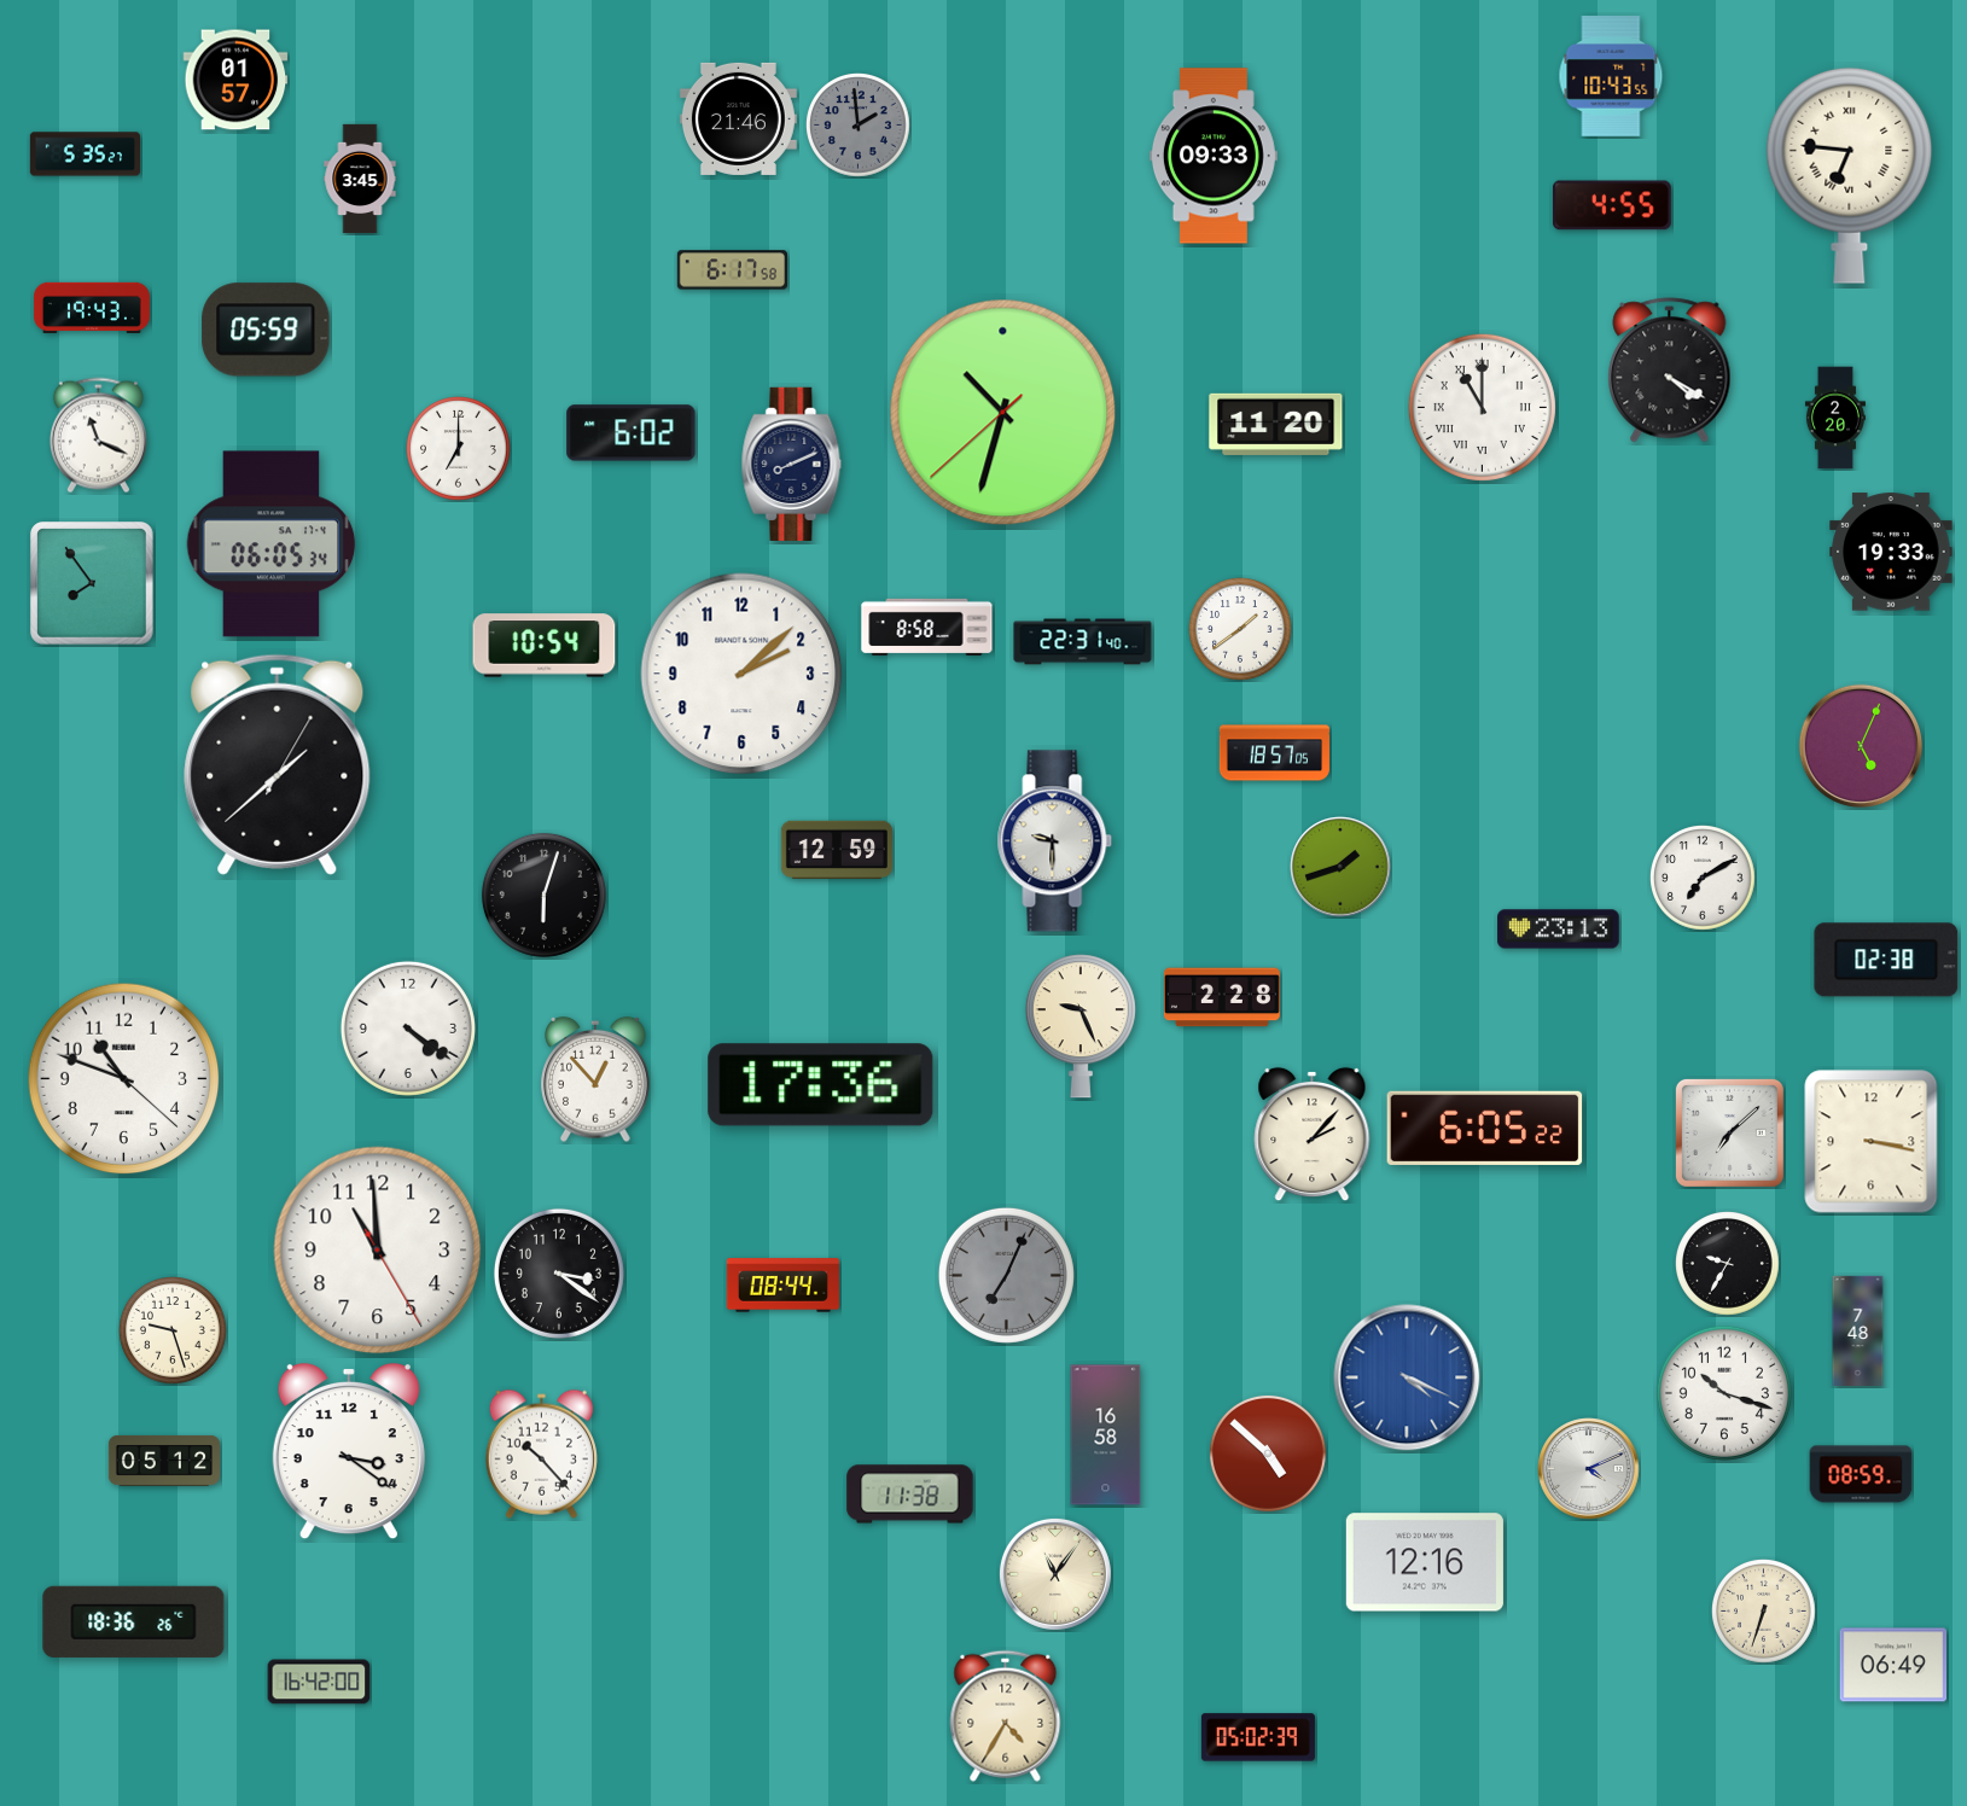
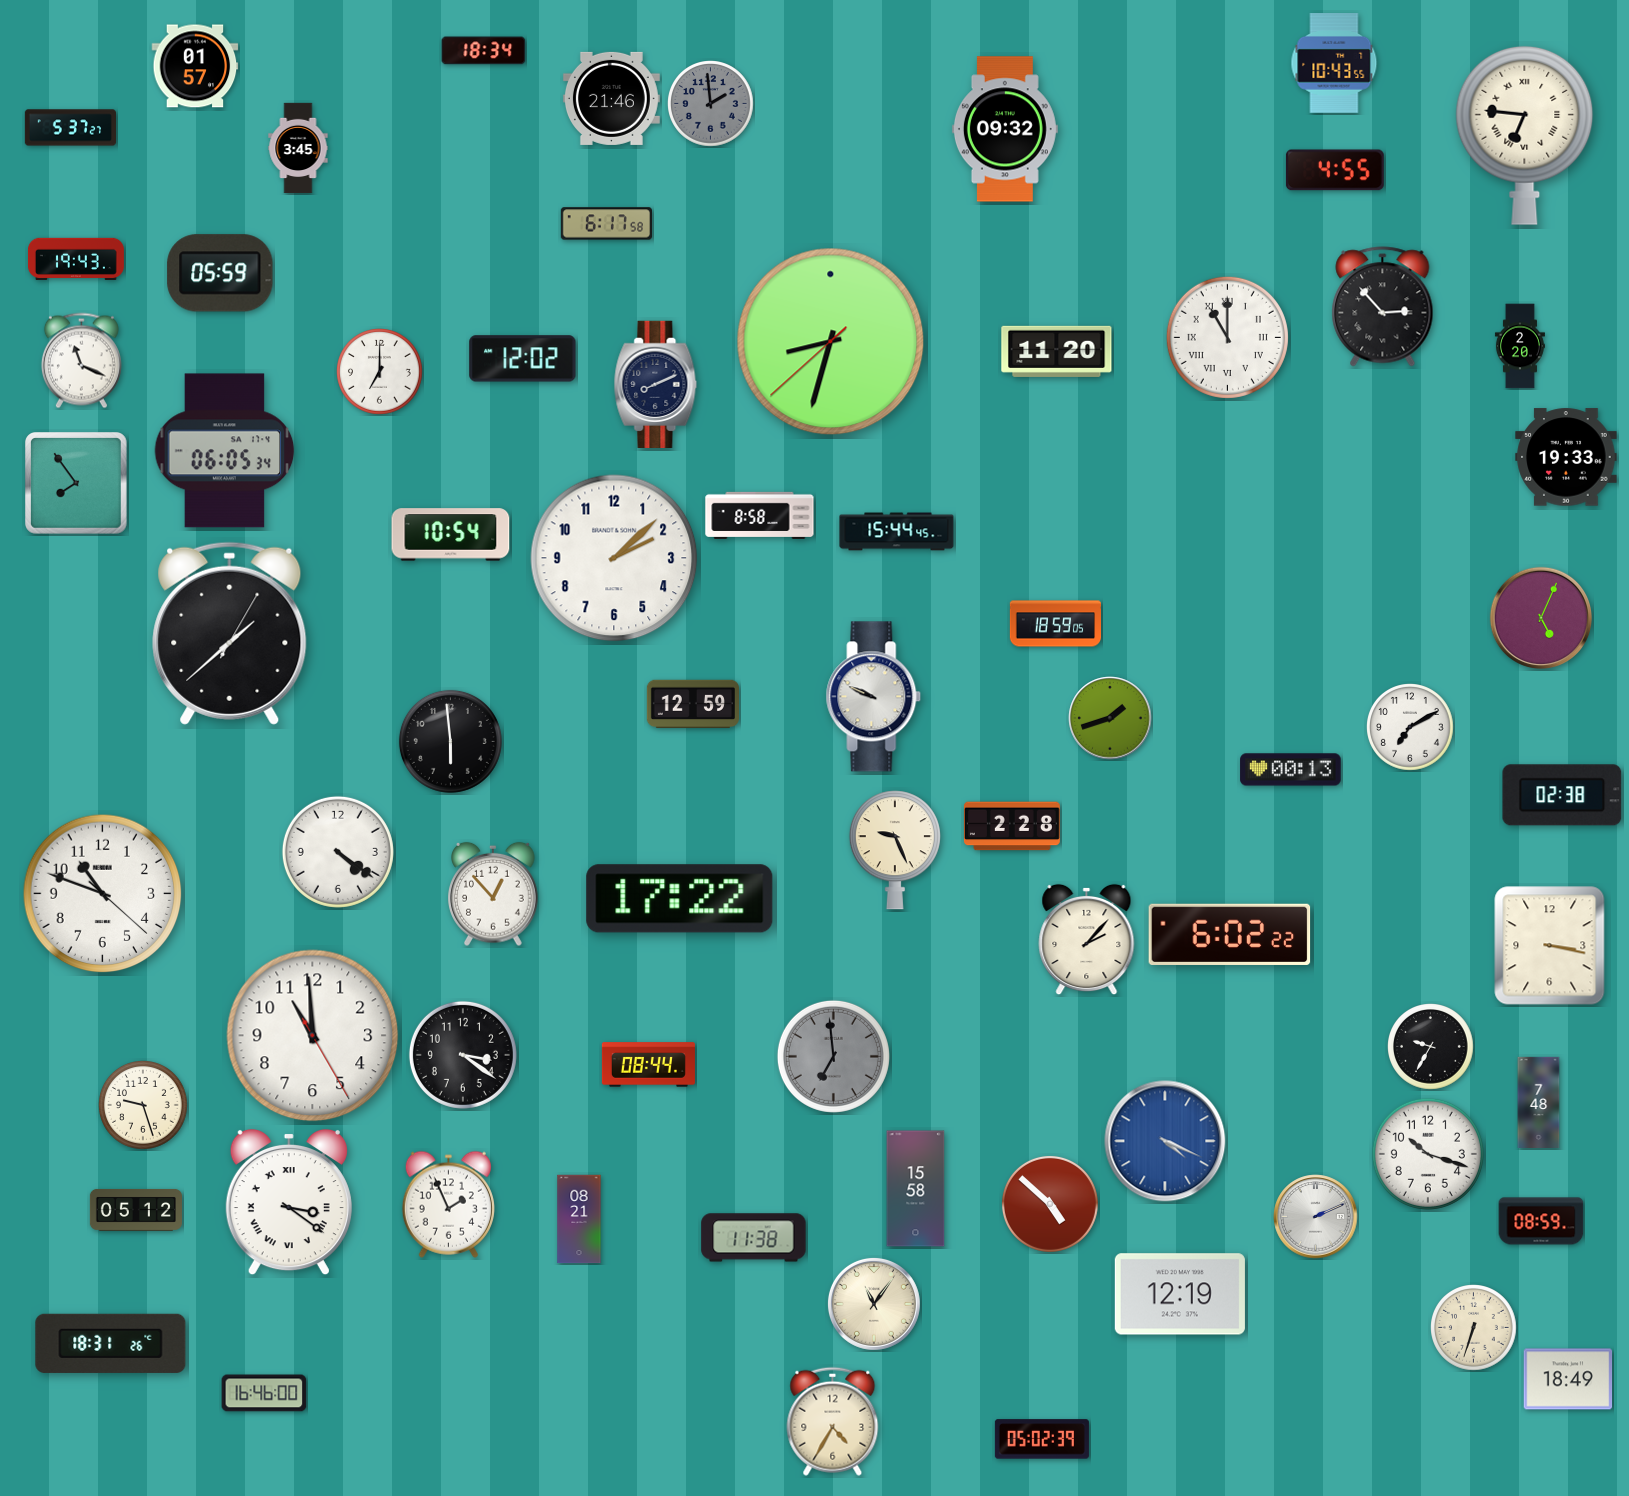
clock at (484, 51): none -> 18:34
clock at (85, 155): 5:35 -> 5:37
clock at (1214, 156): 09:33 -> 09:32
clock at (1850, 175) position: (1850, 175) -> (1525, 135)
clock at (92, 308) position: (92, 308) -> (76, 259)
clock at (1670, 371): 4:20 -> 2:53
clock at (1003, 413): 10:32 -> 8:32
clock at (632, 433): 6:02 -> 12:02
clock at (927, 627) position: (927, 627) -> (760, 515)
clock at (1240, 629): 1:39 -> none
clock at (1083, 642): 22:31 -> 15:44
clock at (1274, 753): 18:57 -> 18:59
clock at (1055, 841): 9:30 -> 9:49
clock at (543, 895): 6:03 -> 5:59
clock at (1559, 930): 23:13 -> 00:13
clock at (821, 1085): 17:36 -> 17:22
clock at (1485, 1128): 6:05 -> 6:02
clock at (1729, 1132): 7:08 -> none
clock at (1006, 1275): 7:04 -> 6:59
clock at (174, 1332) position: (174, 1332) -> (144, 1106)
clock at (1106, 1435): 16:58 -> 15:58
clock at (349, 1451) numerals: Arabic -> Roman
clock at (541, 1453): 10:23 -> 1:56
clock at (1589, 1469): 4:11 -> 2:11
clock at (579, 1219): none -> 08:21
clock at (1425, 1562): 12:16 -> 12:19
clock at (1764, 1612) position: (1764, 1612) -> (1474, 1328)
clock at (134, 1621): 18:36 -> 18:31
clock at (1893, 1665): 06:49 -> 18:49
clock at (319, 1682): 16:42 -> 16:46
